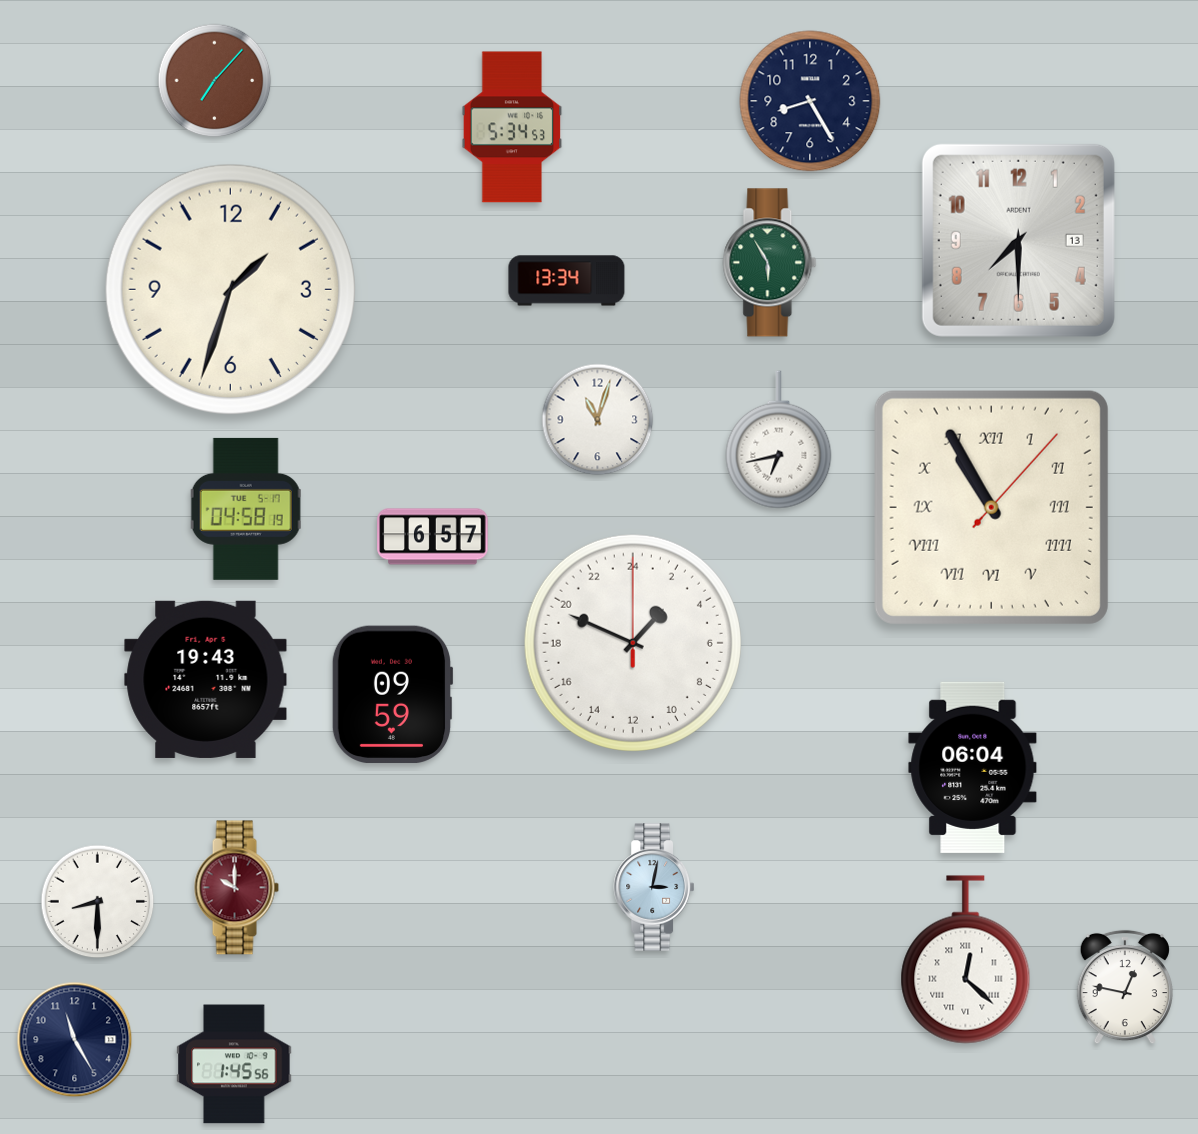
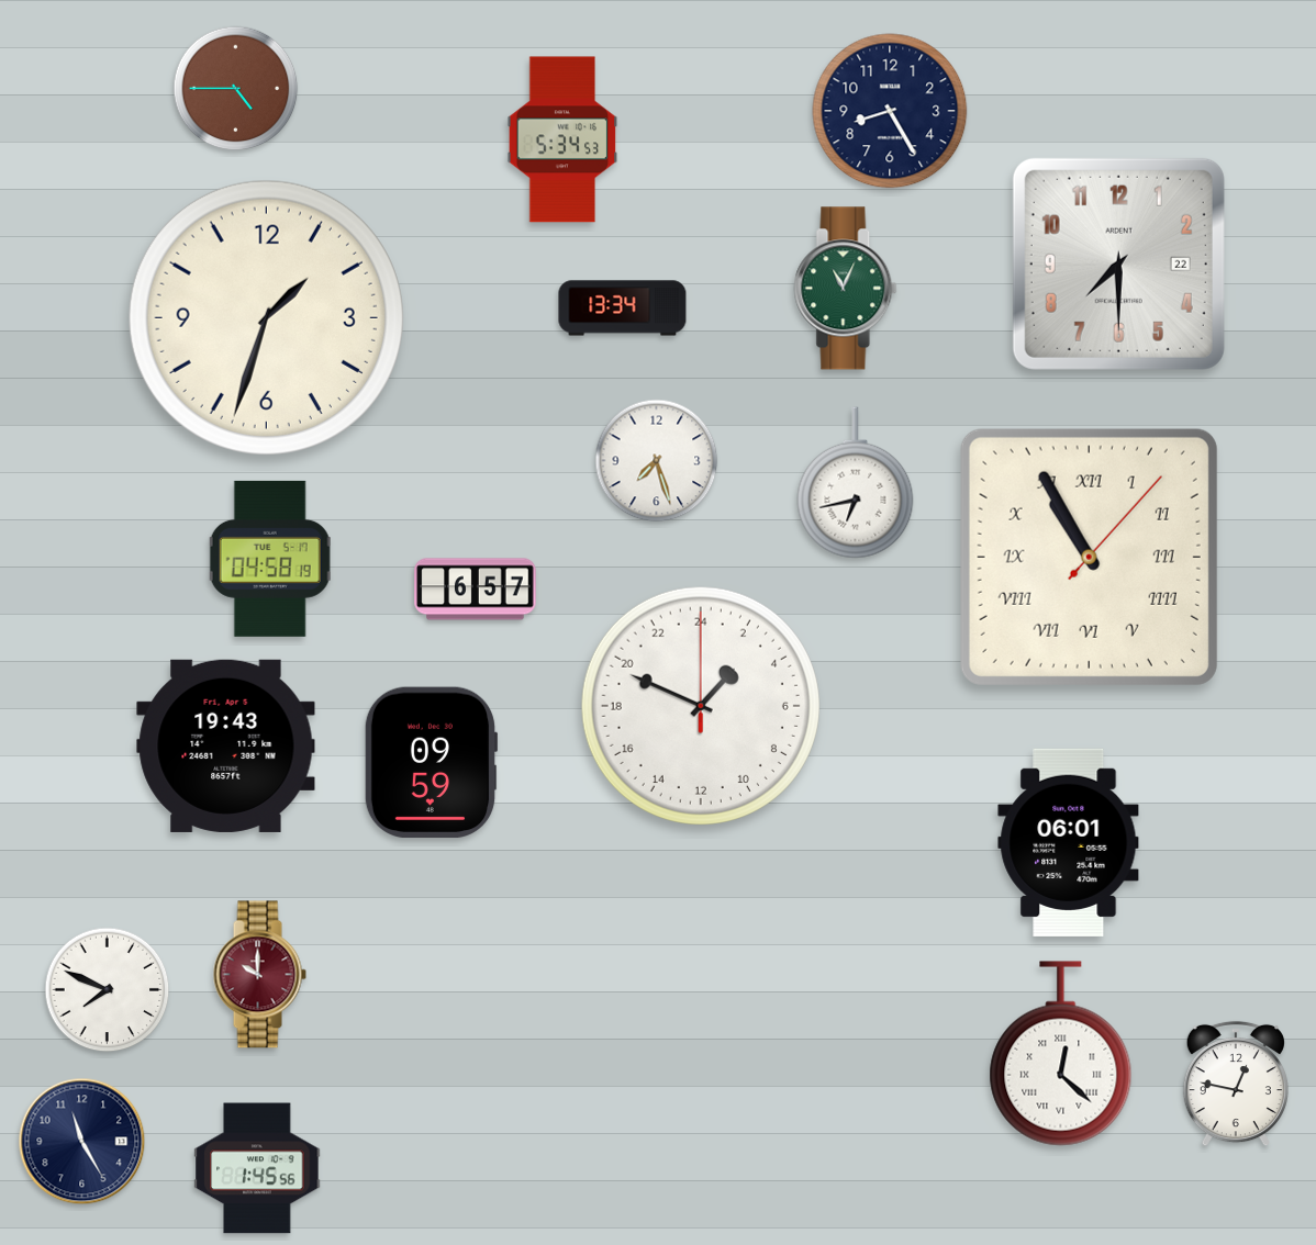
clock at (215, 81): 7:07 -> 4:45
clock at (1018, 240) date: 13 -> 22
clock at (770, 263): 5:55 -> 11:04
clock at (230, 289) position: (230, 289) -> (266, 317)
clock at (598, 420): 11:03 -> 7:27
clock at (633, 643) position: (633, 643) -> (701, 706)
clock at (973, 767): 06:04 -> 06:01
clock at (653, 887): 3:02 -> none
clock at (98, 902): 8:30 -> 7:49
